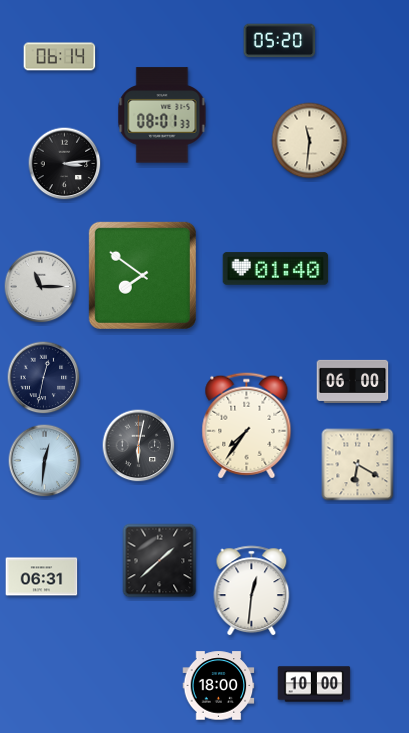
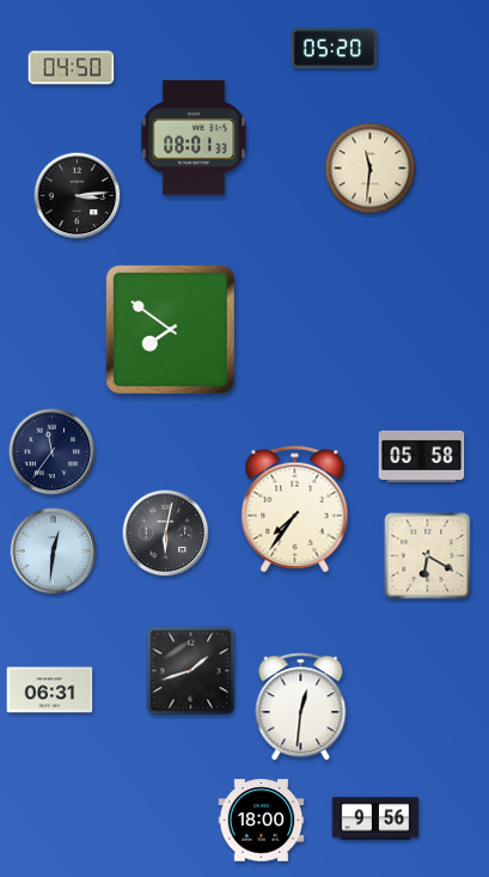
clock at (60, 57): 06:14 -> 04:50
clock at (276, 269): 01:40 -> none
clock at (41, 287): 11:15 -> none
clock at (44, 378): 12:32 -> 11:36
clock at (353, 381): 06:00 -> 05:58
clock at (160, 561): 1:38 -> 1:42
clock at (314, 684): 10:00 -> 9:56
